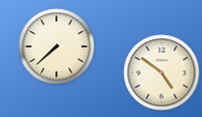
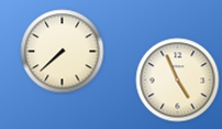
clock at (162, 73): 4:51 -> 4:56
